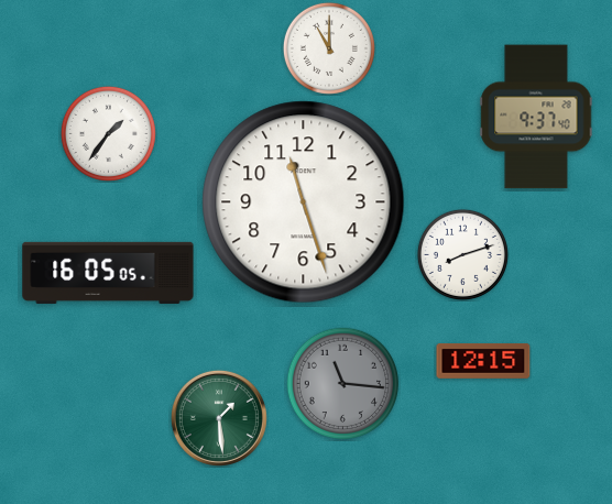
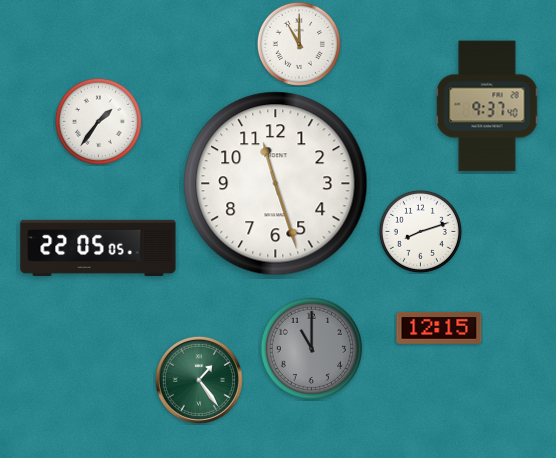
clock at (108, 273): 16:05 -> 22:05
clock at (343, 384): 11:16 -> 11:00
clock at (219, 418): 1:29 -> 1:24
